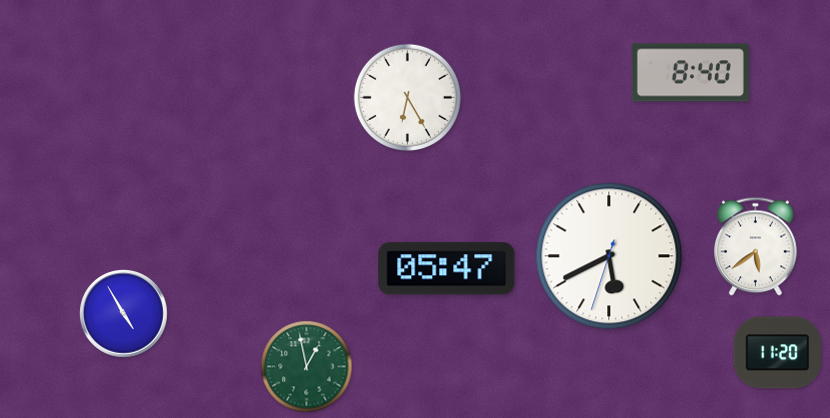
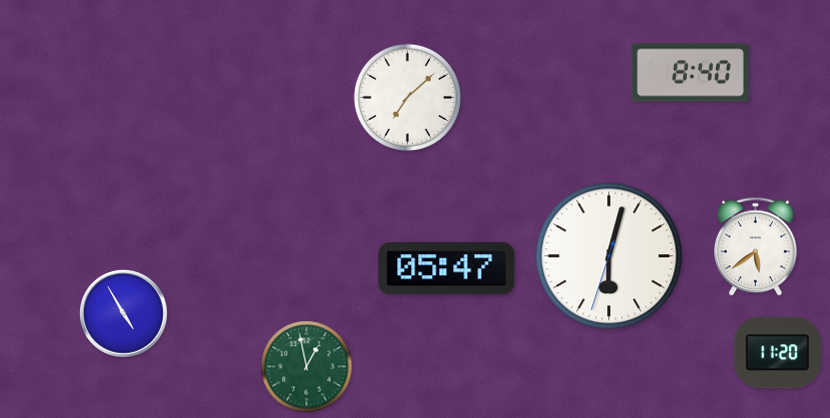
clock at (407, 97): 6:25 -> 7:08
clock at (609, 256): 5:40 -> 6:02
